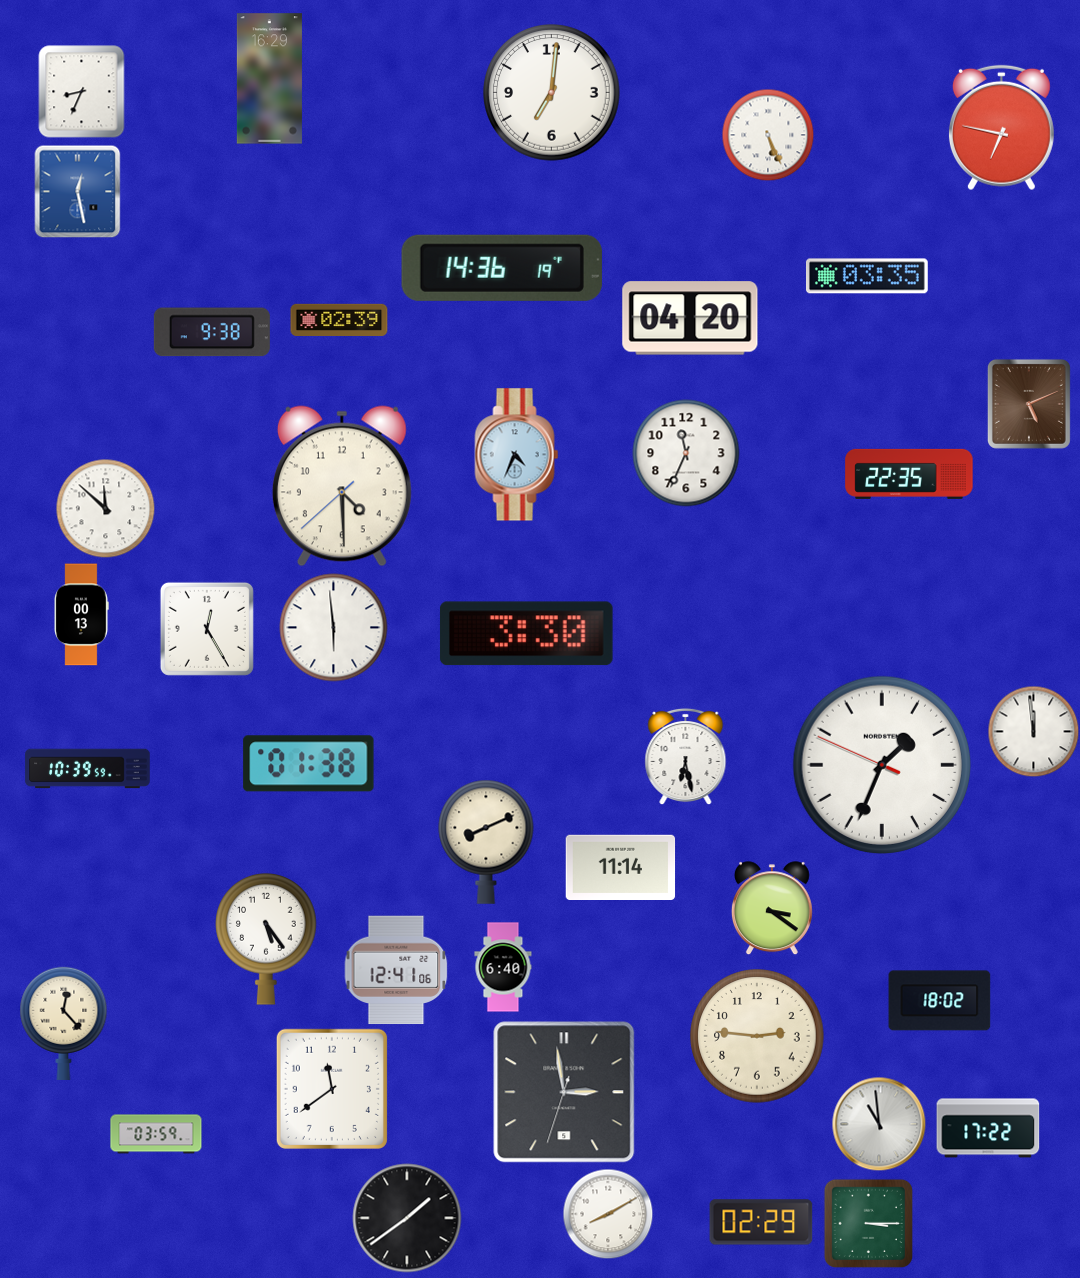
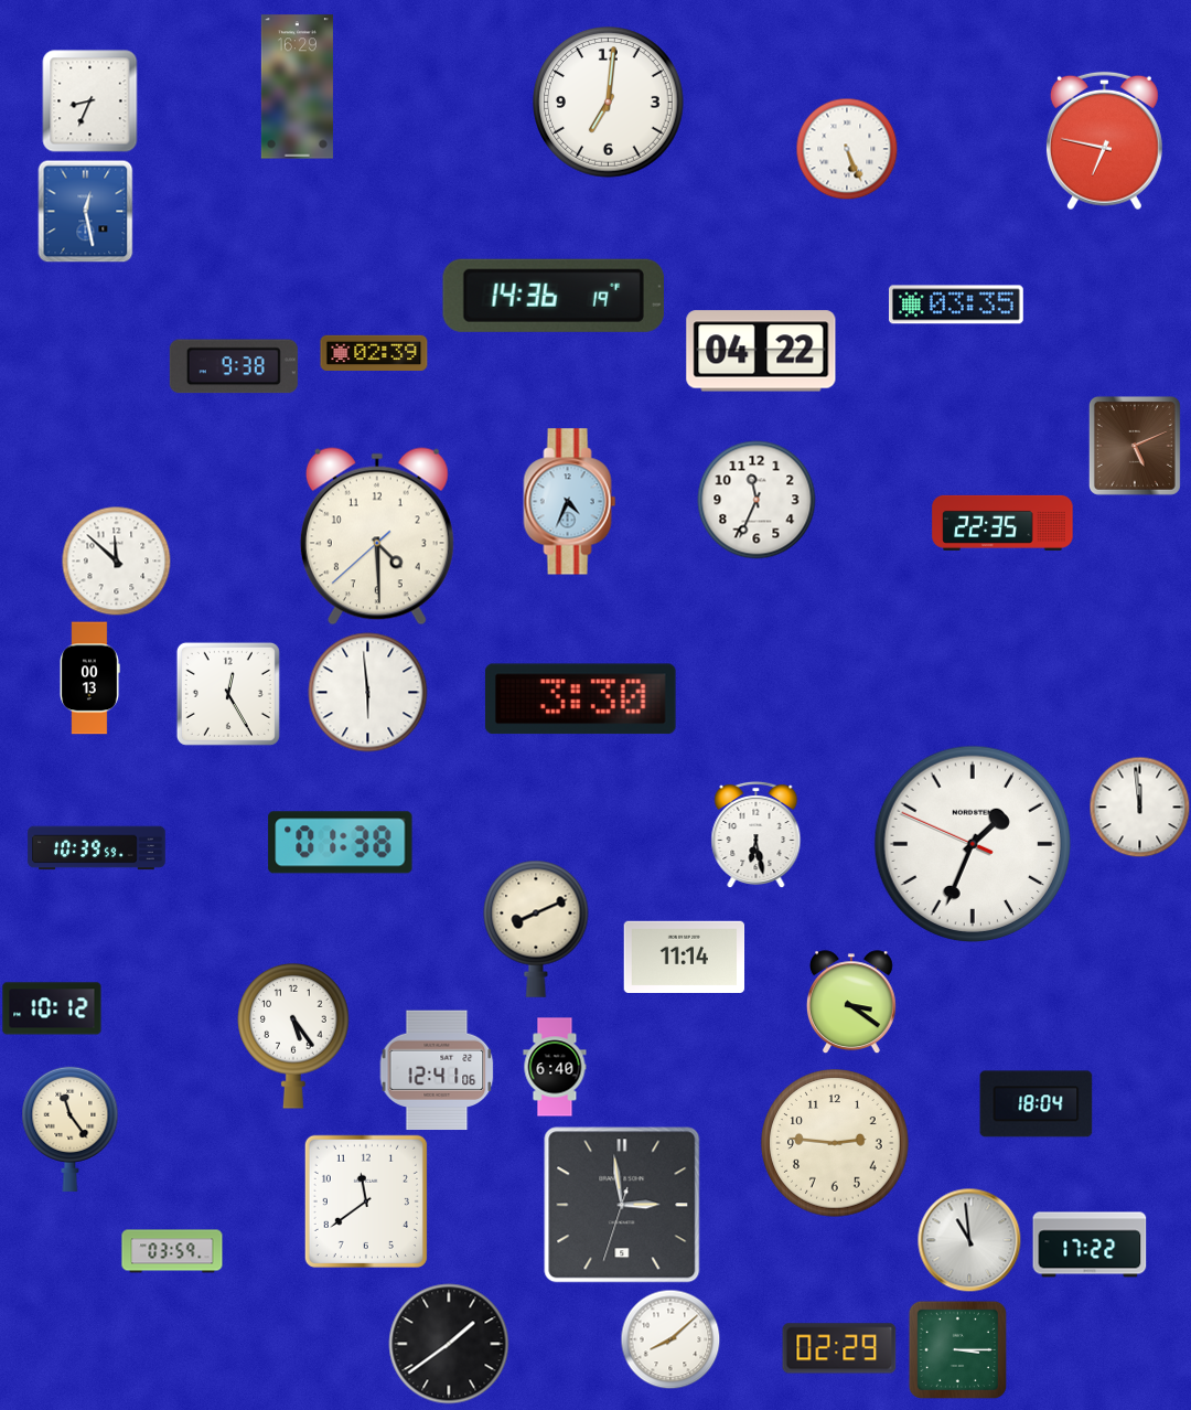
clock at (690, 318): 04:20 -> 04:22
clock at (52, 1008): none -> 10:12
clock at (940, 1001): 18:02 -> 18:04
clock at (64, 1023): 12:23 -> 11:24
clock at (608, 1214): 8:10 -> 8:08
